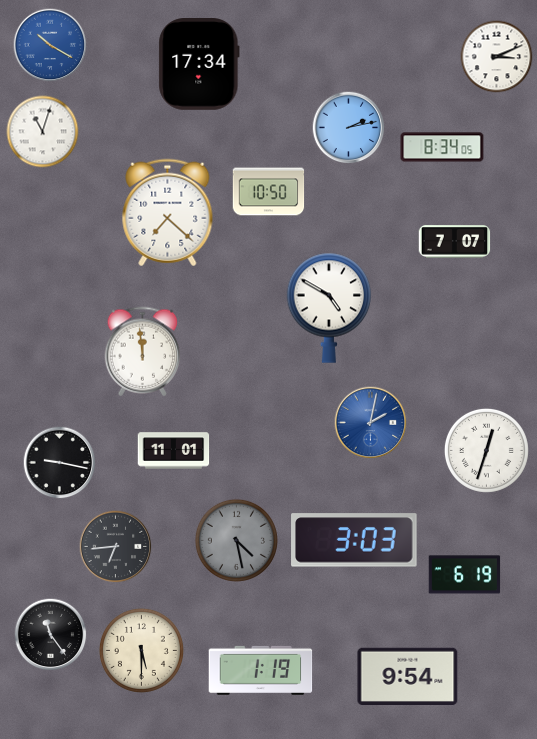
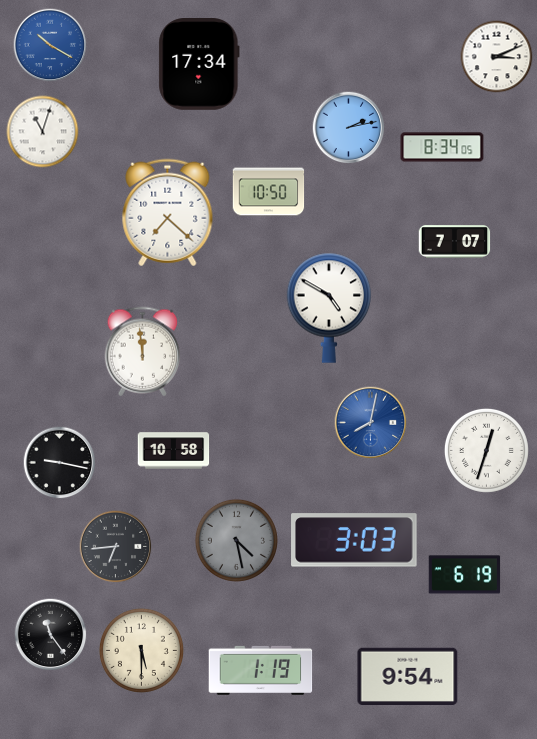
clock at (371, 423): 2:02 -> 8:02
clock at (174, 451): 11:01 -> 10:58
